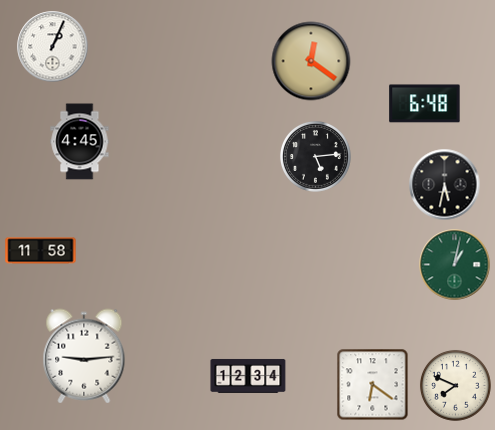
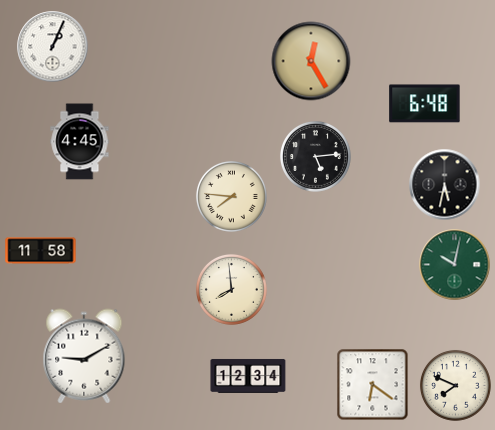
clock at (311, 61): 12:21 -> 12:25
clock at (232, 197): none -> 7:46
clock at (455, 265): 1:02 -> 10:02
clock at (232, 290): none -> 7:59
clock at (84, 356): 9:14 -> 9:10
